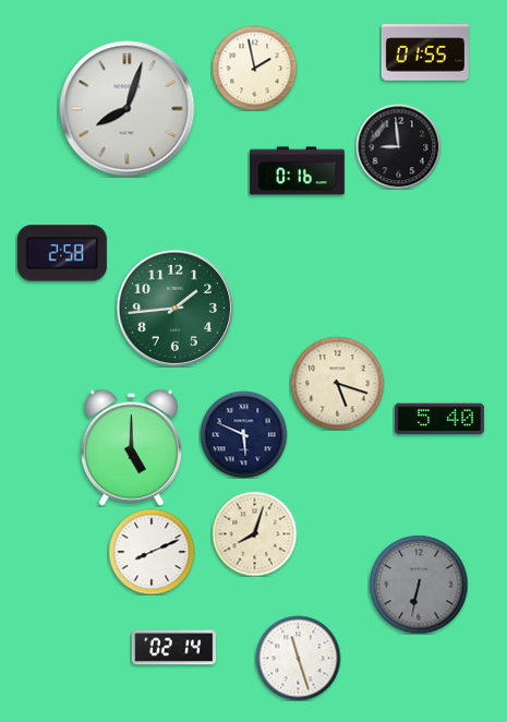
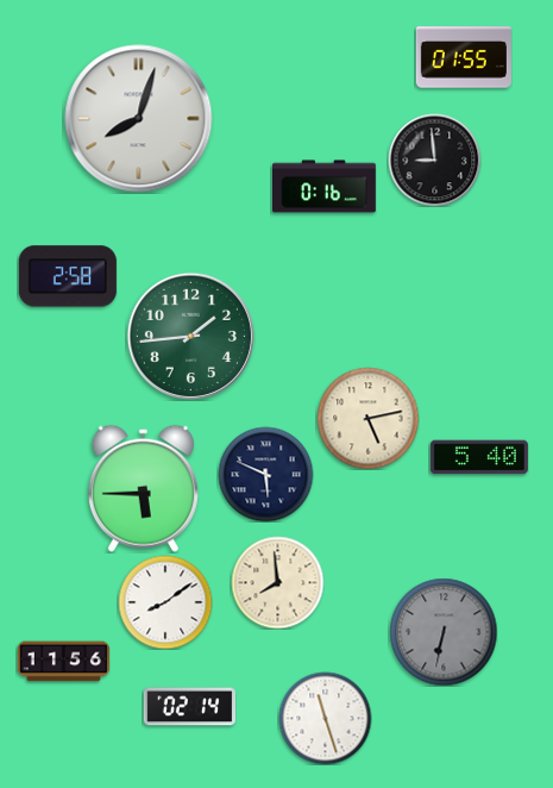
clock at (254, 68): 1:58 -> none
clock at (337, 383): 5:18 -> 5:13
clock at (131, 447): 5:00 -> 5:45
clock at (254, 533): 8:03 -> 7:59
clock at (152, 552): 8:11 -> 8:09
clock at (419, 585) position: (419, 585) -> (444, 632)
clock at (63, 662): none -> 11:56
